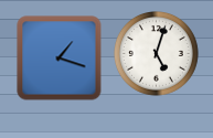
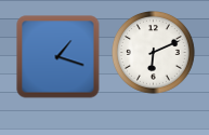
clock at (157, 54): 5:03 -> 6:11
